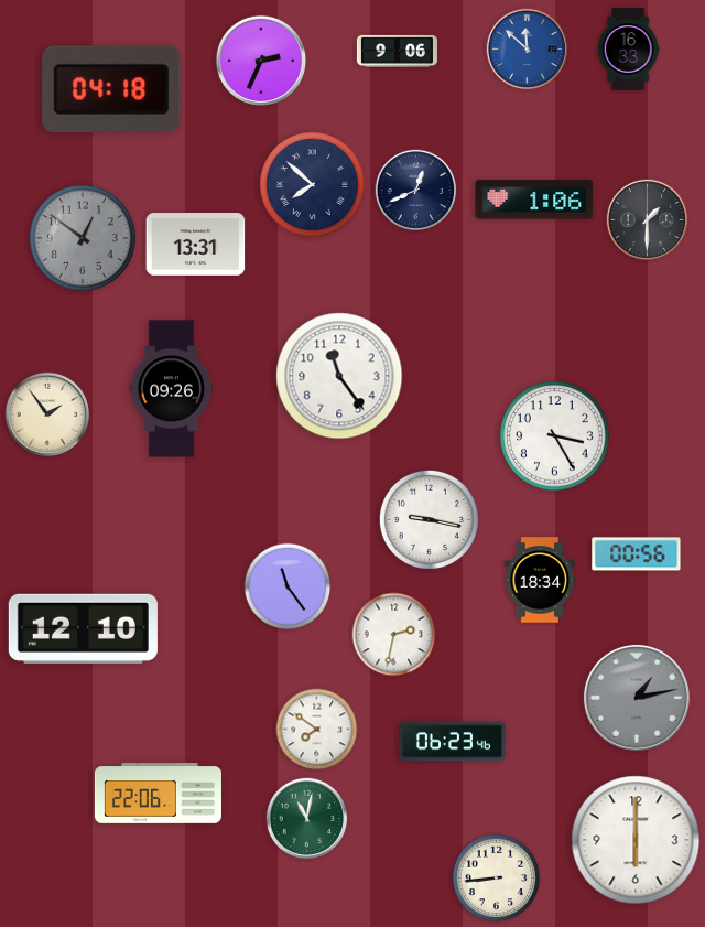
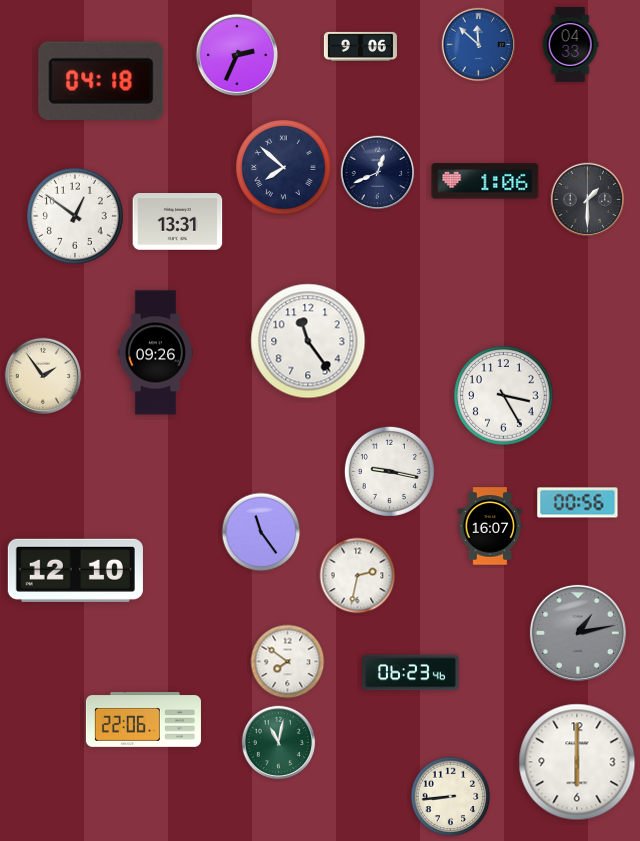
clock at (628, 50): 16:33 -> 04:33
clock at (84, 239) dial: grey -> white
clock at (540, 580): 18:34 -> 16:07
